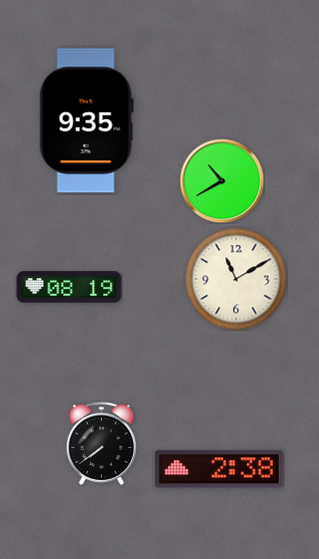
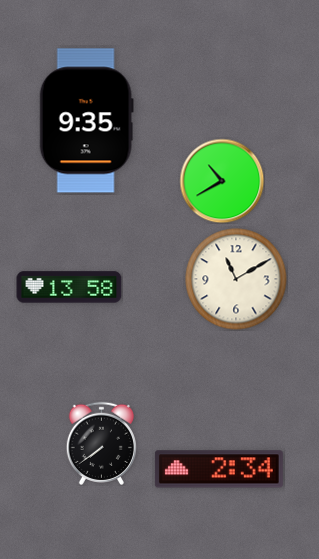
clock at (69, 287): 08:19 -> 13:58
clock at (219, 469): 2:38 -> 2:34
